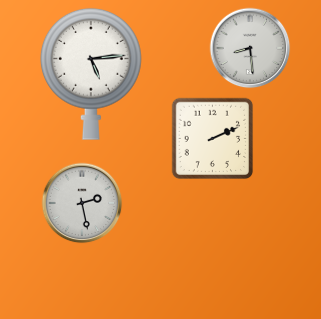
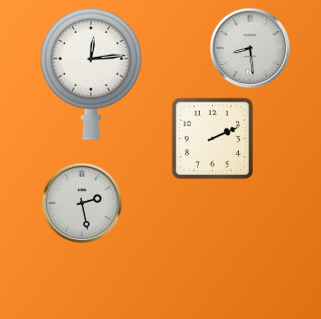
clock at (91, 74): 5:14 -> 12:14
